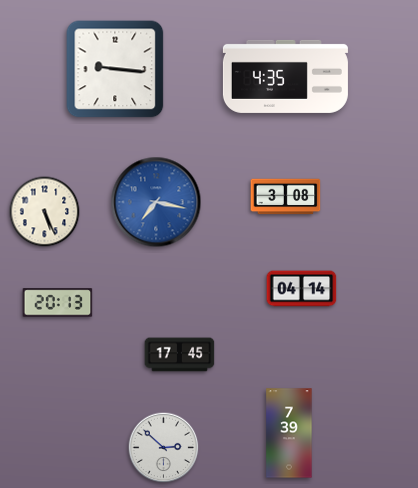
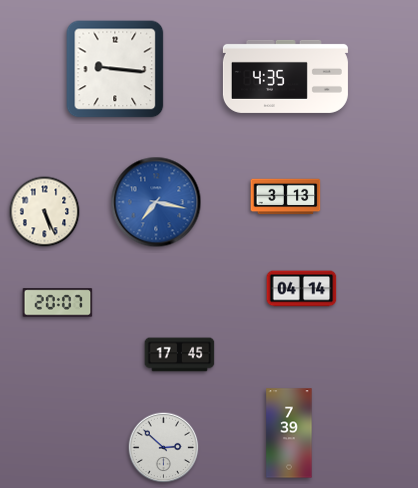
clock at (286, 197): 3:08 -> 3:13
clock at (58, 303): 20:13 -> 20:07
